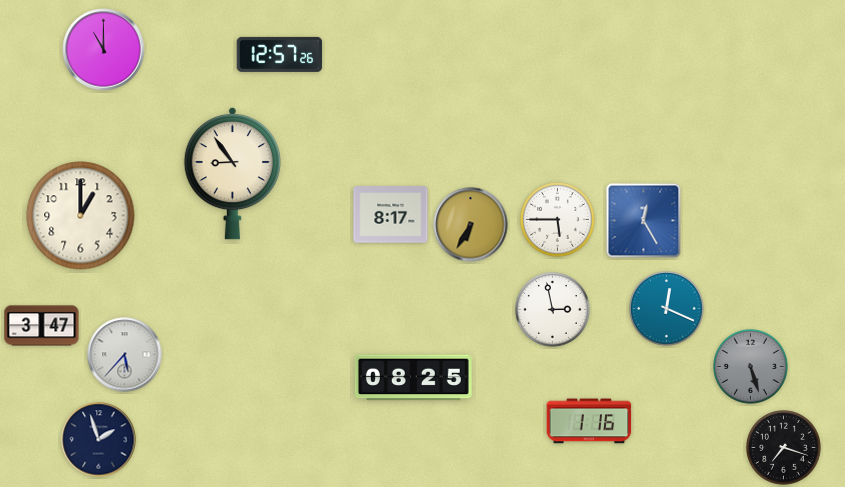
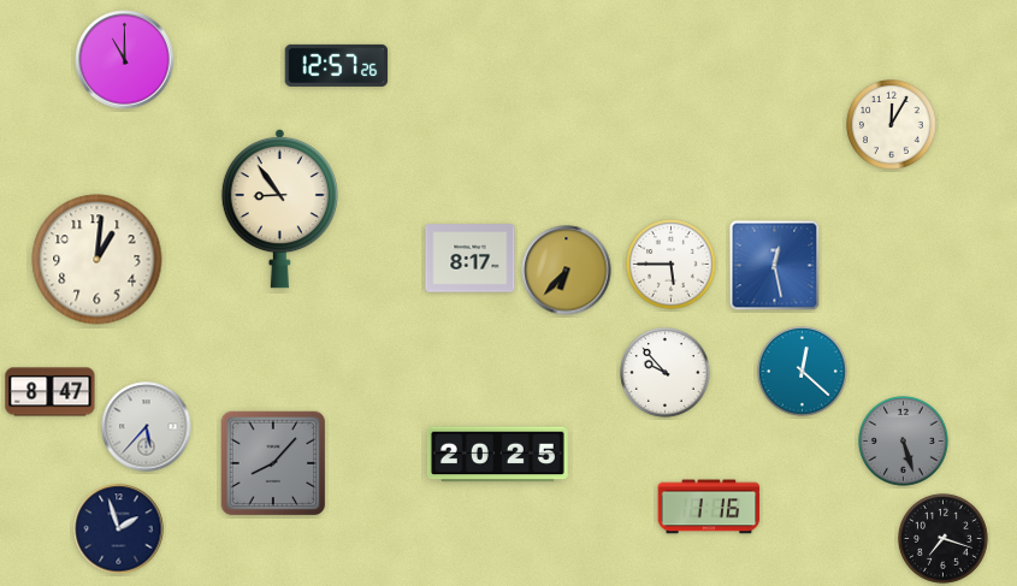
clock at (892, 125): none -> 12:05
clock at (81, 216): 1:00 -> 1:01
clock at (644, 221): 12:25 -> 12:28
clock at (471, 225): 6:35 -> 6:37
clock at (667, 309): 12:19 -> 12:22
clock at (553, 310): 2:58 -> 9:53
clock at (42, 326): 3:47 -> 8:47
clock at (125, 355) position: (125, 355) -> (147, 427)
clock at (413, 378): 08:25 -> 20:25
clock at (273, 463): none -> 8:07
